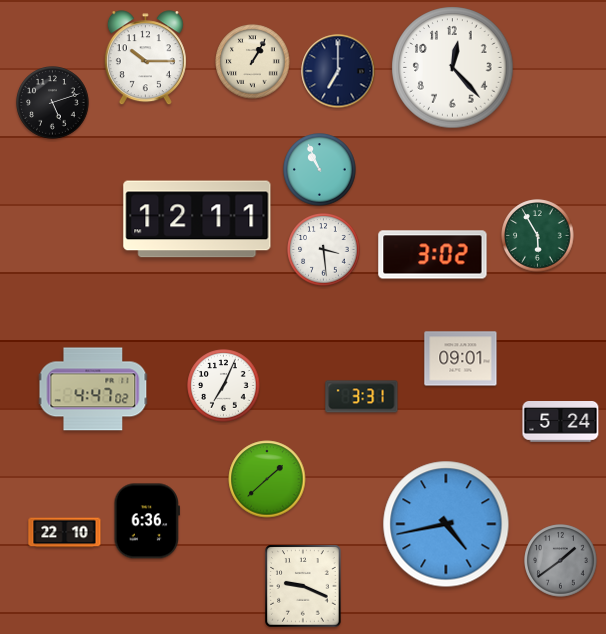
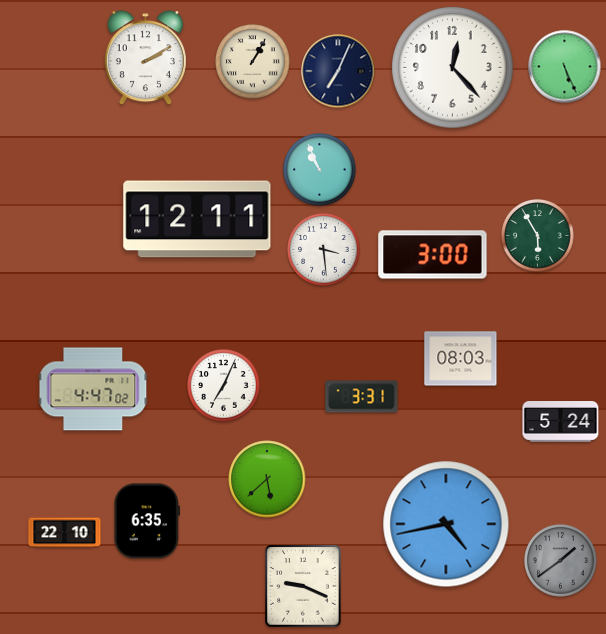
clock at (145, 58): 10:15 -> 2:10
clock at (565, 67): none -> 5:26
clock at (338, 71): 7:00 -> 7:04
clock at (53, 103): 5:12 -> none
clock at (433, 255): 3:02 -> 3:00
clock at (461, 359): 09:01 -> 08:03
clock at (267, 479): 1:38 -> 5:38
clock at (146, 521): 6:36 -> 6:35
